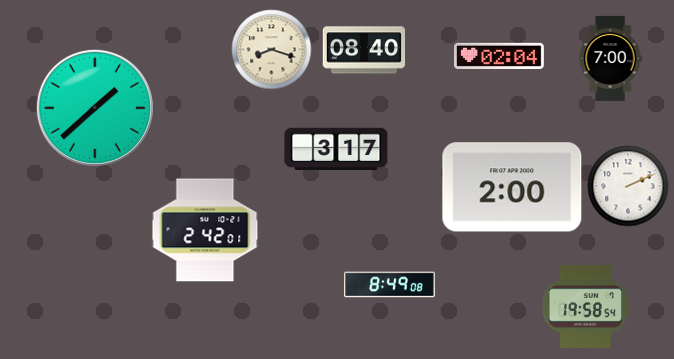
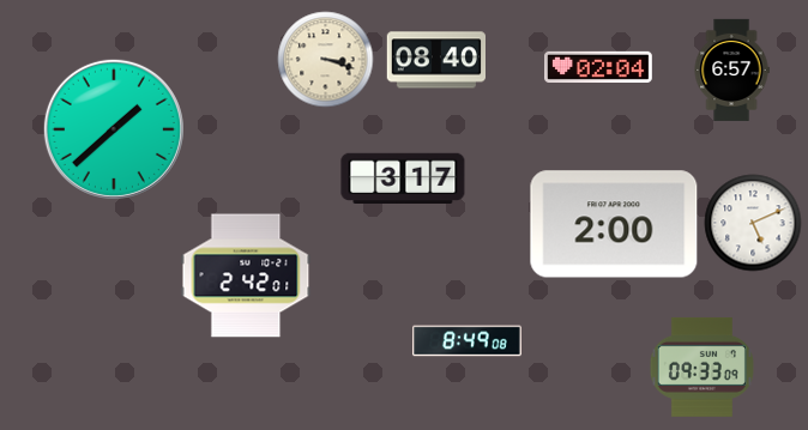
clock at (272, 50): 8:18 -> 3:18
clock at (610, 58): 7:00 -> 6:57
clock at (628, 186): 2:11 -> 5:11
clock at (585, 306): 19:58 -> 09:33
